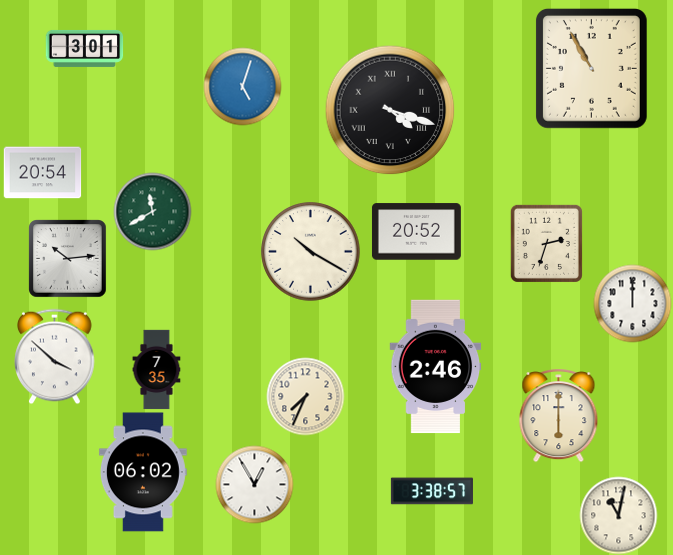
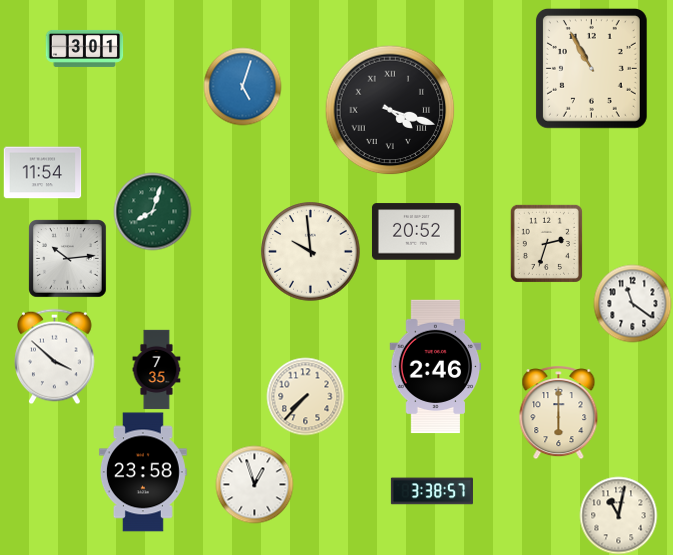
clock at (42, 173): 20:54 -> 11:54
clock at (152, 211): 11:40 -> 8:03
clock at (311, 252): 10:20 -> 9:59
clock at (632, 303): 12:00 -> 11:21
clock at (305, 396): 7:34 -> 7:37
clock at (559, 415) position: (559, 415) -> (559, 412)
clock at (143, 472): 06:02 -> 23:58
clock at (254, 484): 12:55 -> 12:57
